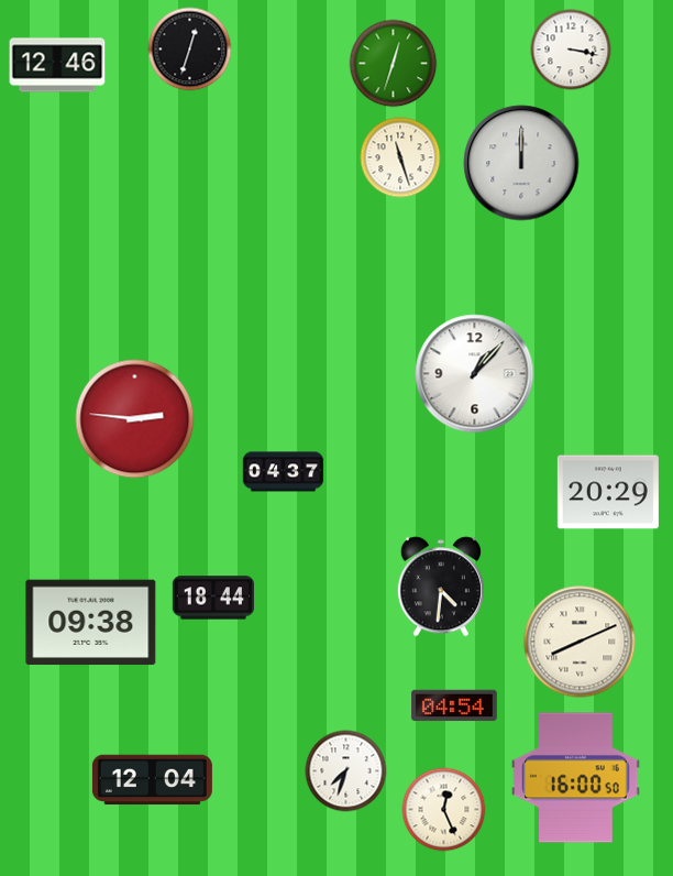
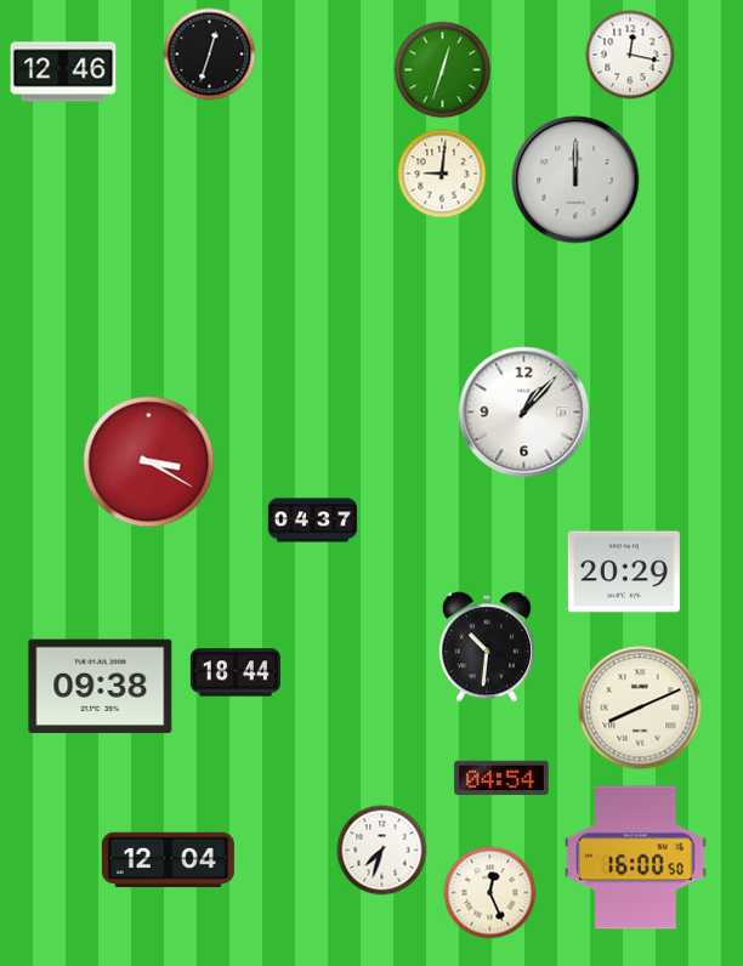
clock at (571, 50): 3:17 -> 12:17
clock at (394, 64) position: (394, 64) -> (443, 70)
clock at (400, 157): 11:27 -> 9:01
clock at (135, 419): 2:46 -> 3:20
clock at (608, 492) position: (608, 492) -> (624, 572)
clock at (441, 587): 4:31 -> 10:31
clock at (212, 598) position: (212, 598) -> (234, 672)
